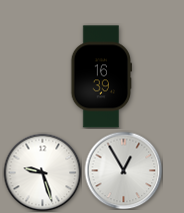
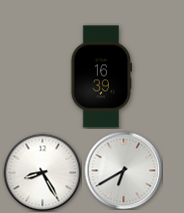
clock at (123, 170): 12:55 -> 6:40
clock at (42, 172): 9:27 -> 8:25
